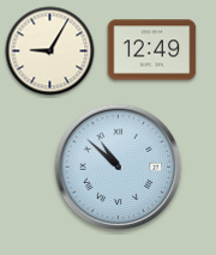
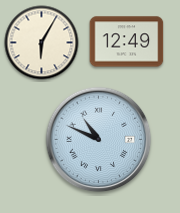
clock at (50, 51): 9:05 -> 6:05
clock at (119, 168): 10:52 -> 10:49
